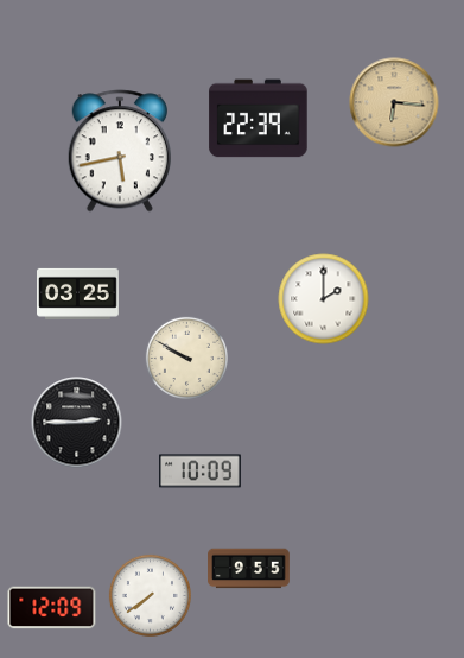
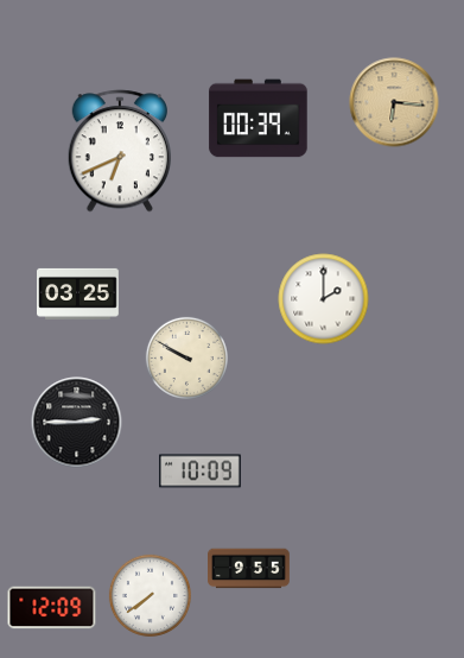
clock at (259, 119): 22:39 -> 00:39
clock at (119, 151): 5:43 -> 6:41
